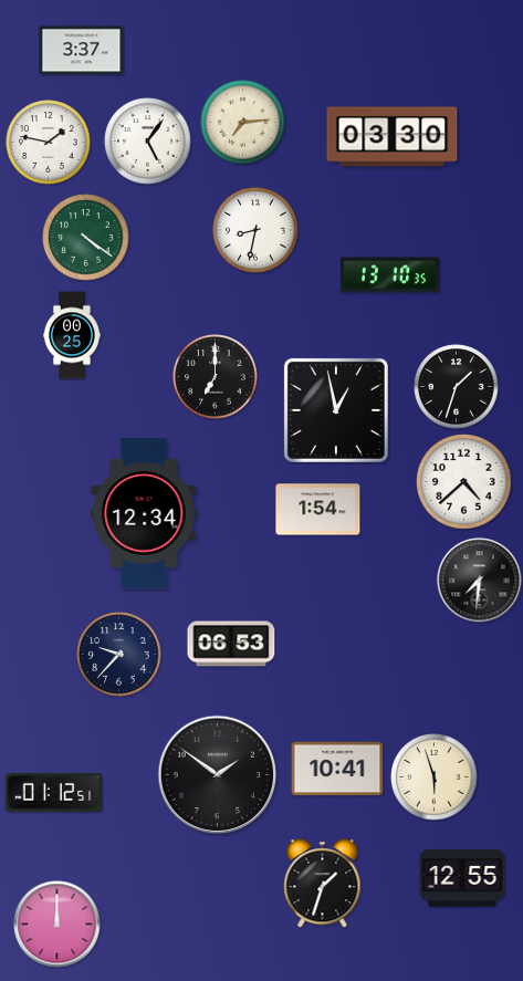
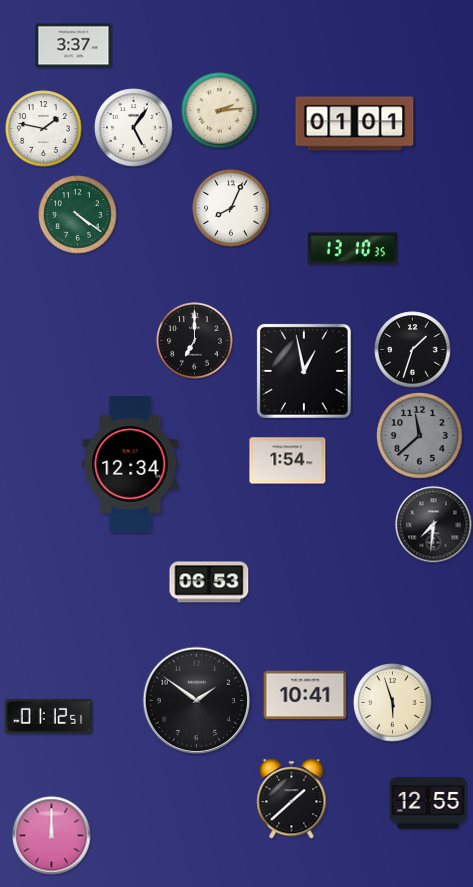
clock at (243, 123): 7:14 -> 2:14
clock at (393, 137): 03:30 -> 01:01
clock at (255, 230): 8:32 -> 8:04
clock at (72, 335): 00:25 -> none
clock at (464, 482): 4:38 -> 11:38
clock at (464, 482) dial: white -> grey
clock at (119, 655): 9:37 -> none
clock at (462, 878) position: (462, 878) -> (428, 803)
clock at (323, 884): 1:33 -> 1:38
